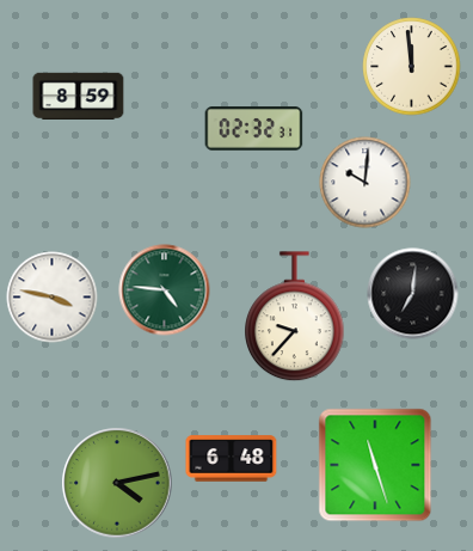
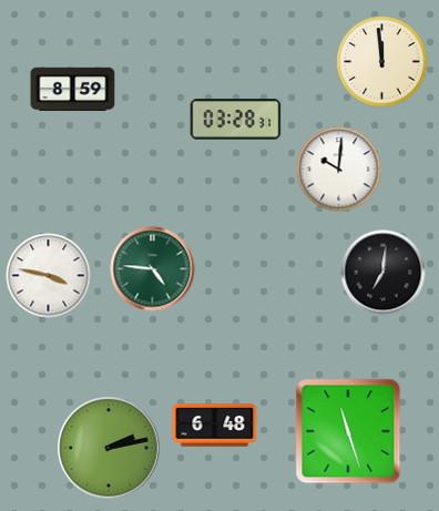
clock at (254, 129): 02:32 -> 03:28
clock at (295, 317): 9:37 -> none
clock at (117, 483): 4:13 -> 2:13
